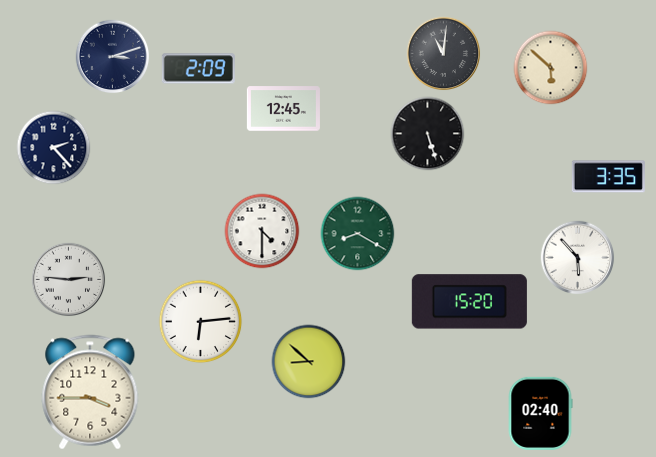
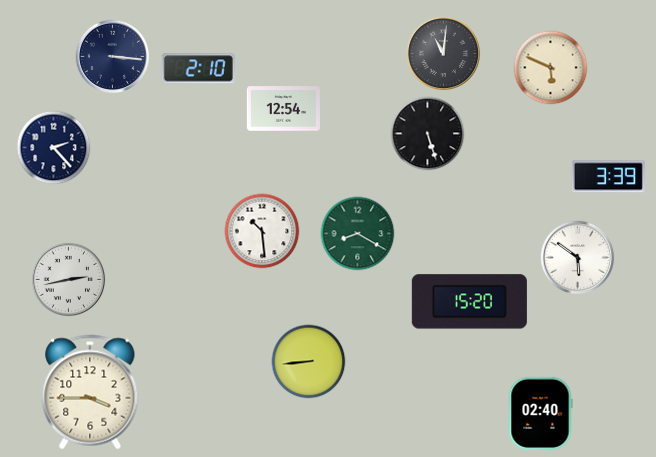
clock at (113, 57): 3:12 -> 3:16
clock at (551, 68): 5:52 -> 5:49
clock at (198, 69): 2:09 -> 2:10
clock at (283, 109): 12:45 -> 12:54
clock at (608, 177): 3:35 -> 3:39
clock at (262, 231): 4:30 -> 10:29
clock at (578, 258): 5:53 -> 5:51
clock at (69, 280): 2:46 -> 2:43
clock at (201, 322): 6:14 -> none
clock at (309, 362): 8:52 -> 8:44
